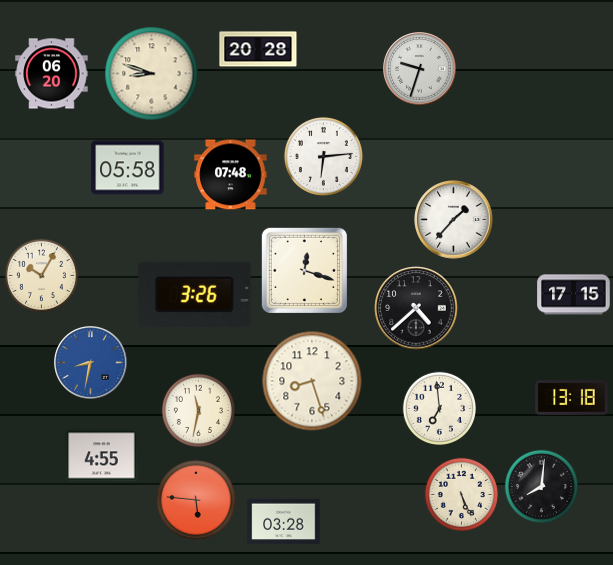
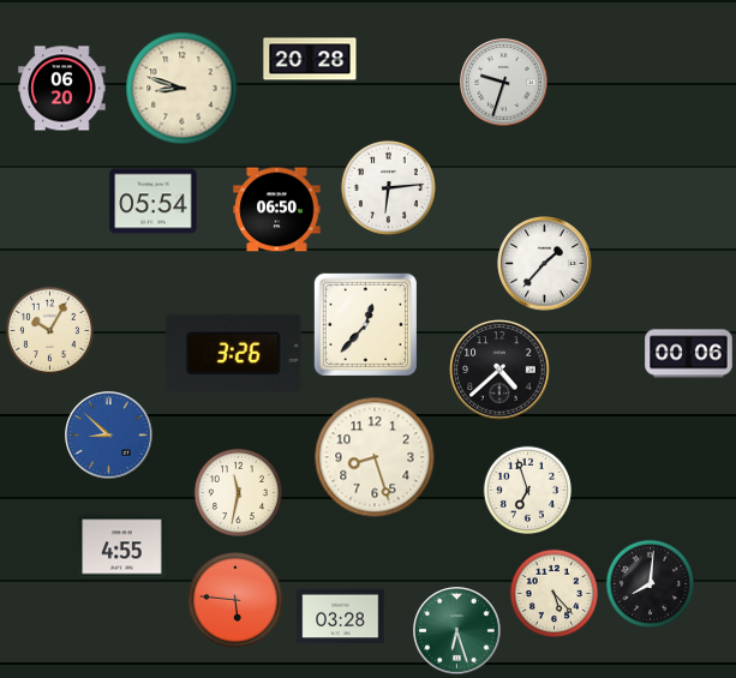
clock at (128, 168): 05:58 -> 05:54
clock at (231, 175): 07:48 -> 06:50
clock at (304, 270): 12:18 -> 12:37
clock at (574, 295): 17:15 -> 00:06
clock at (91, 363): 8:32 -> 8:52
clock at (572, 398): 13:18 -> none
clock at (439, 408): 6:59 -> 6:57
clock at (461, 494): 5:26 -> 5:23
clock at (284, 522) position: (284, 522) -> (341, 617)
clock at (457, 631): none -> 6:27
